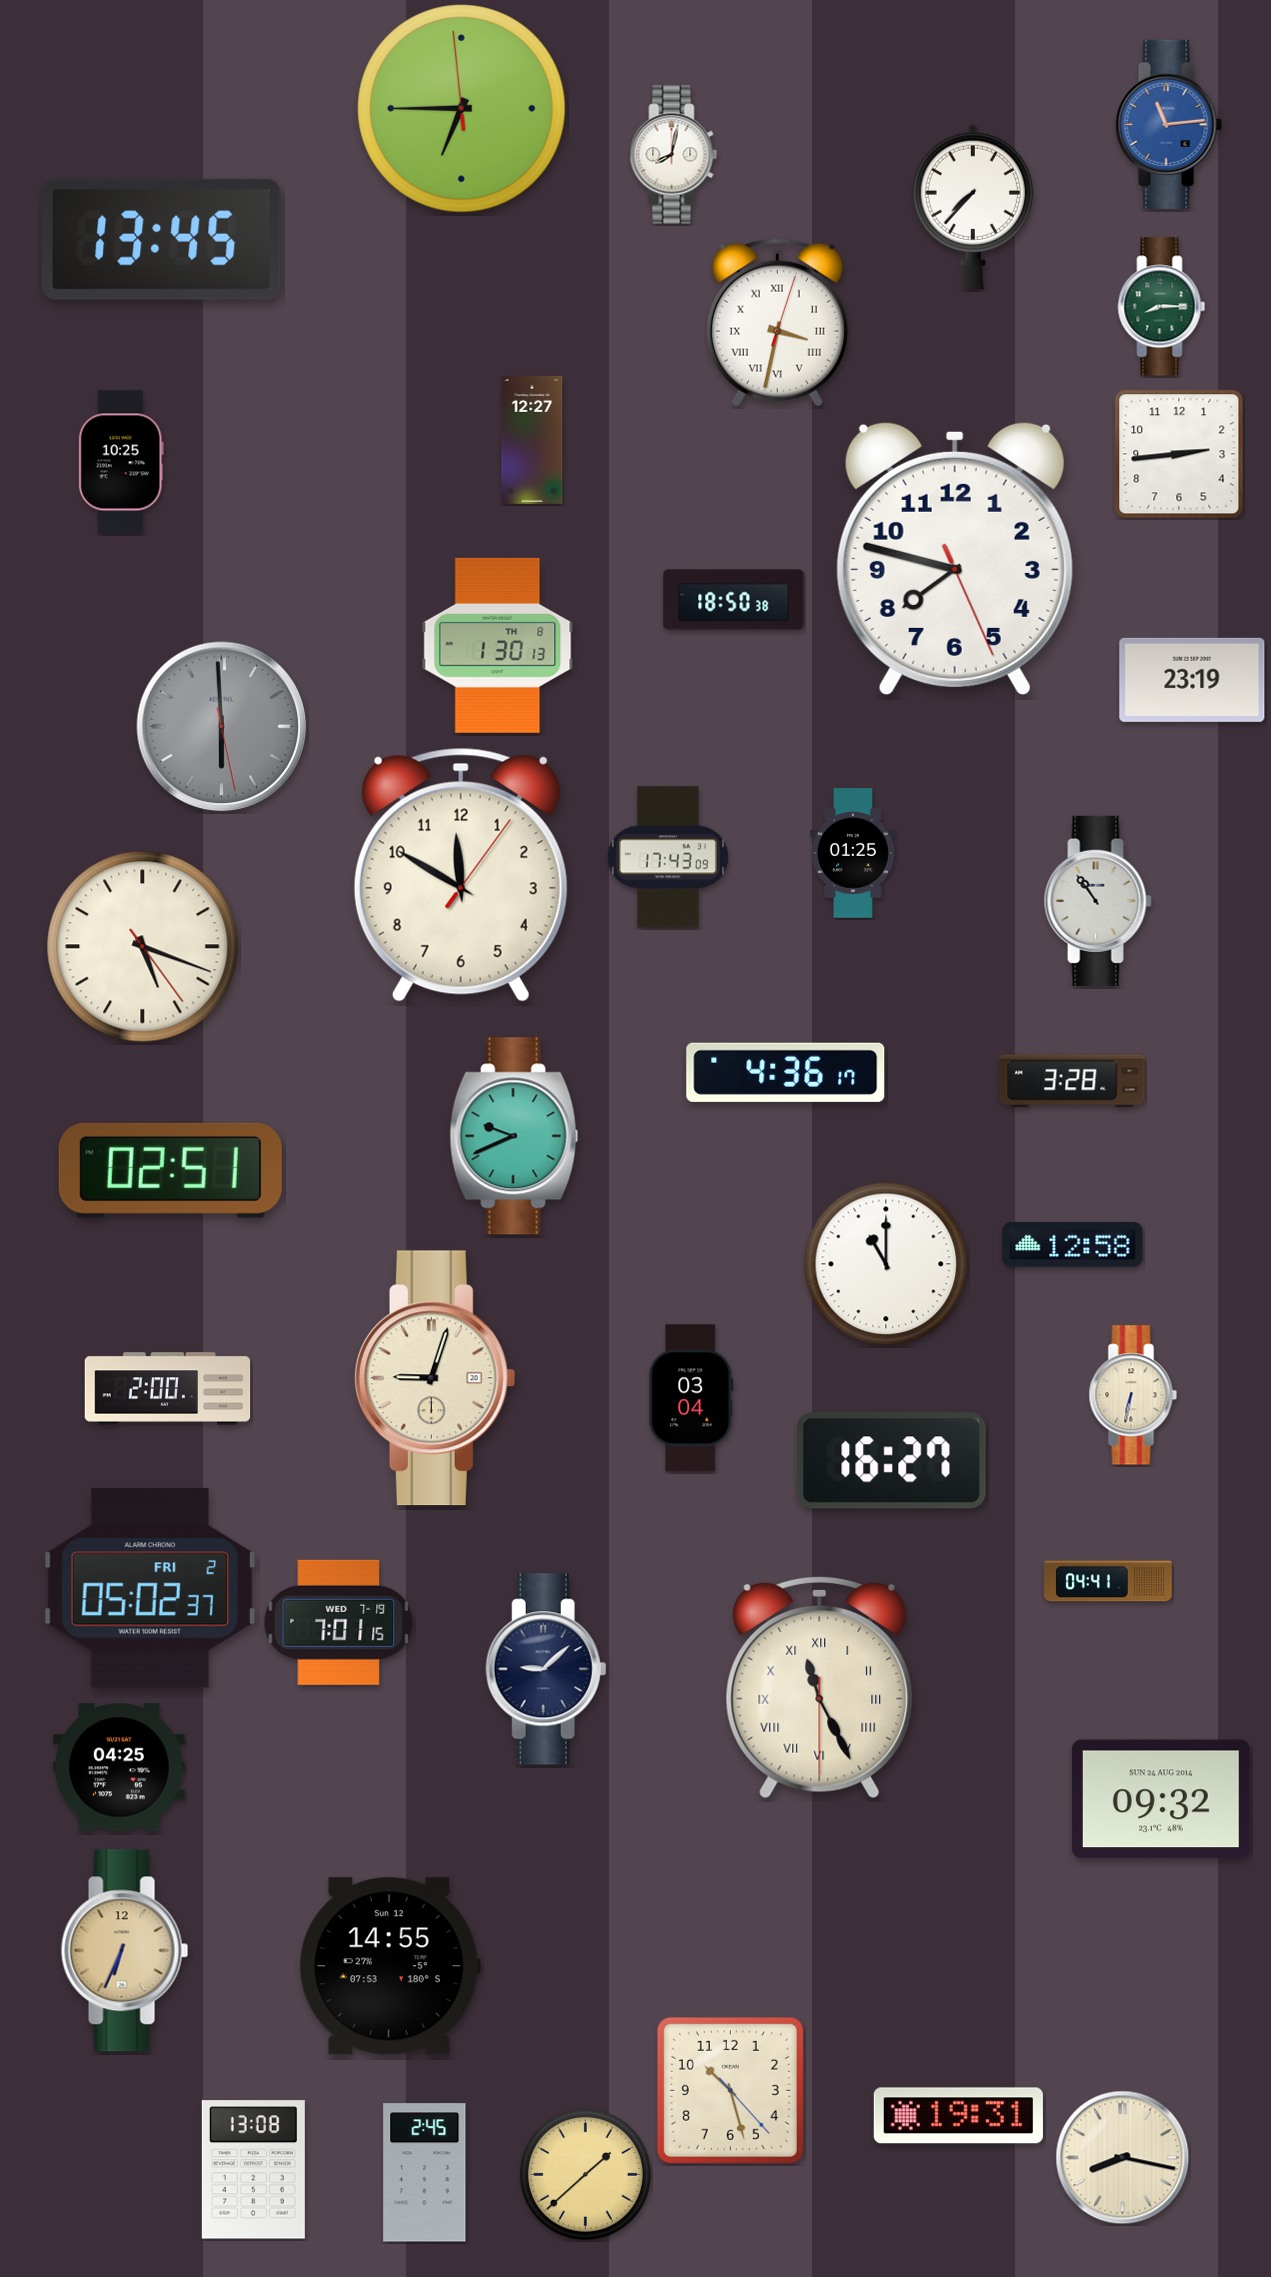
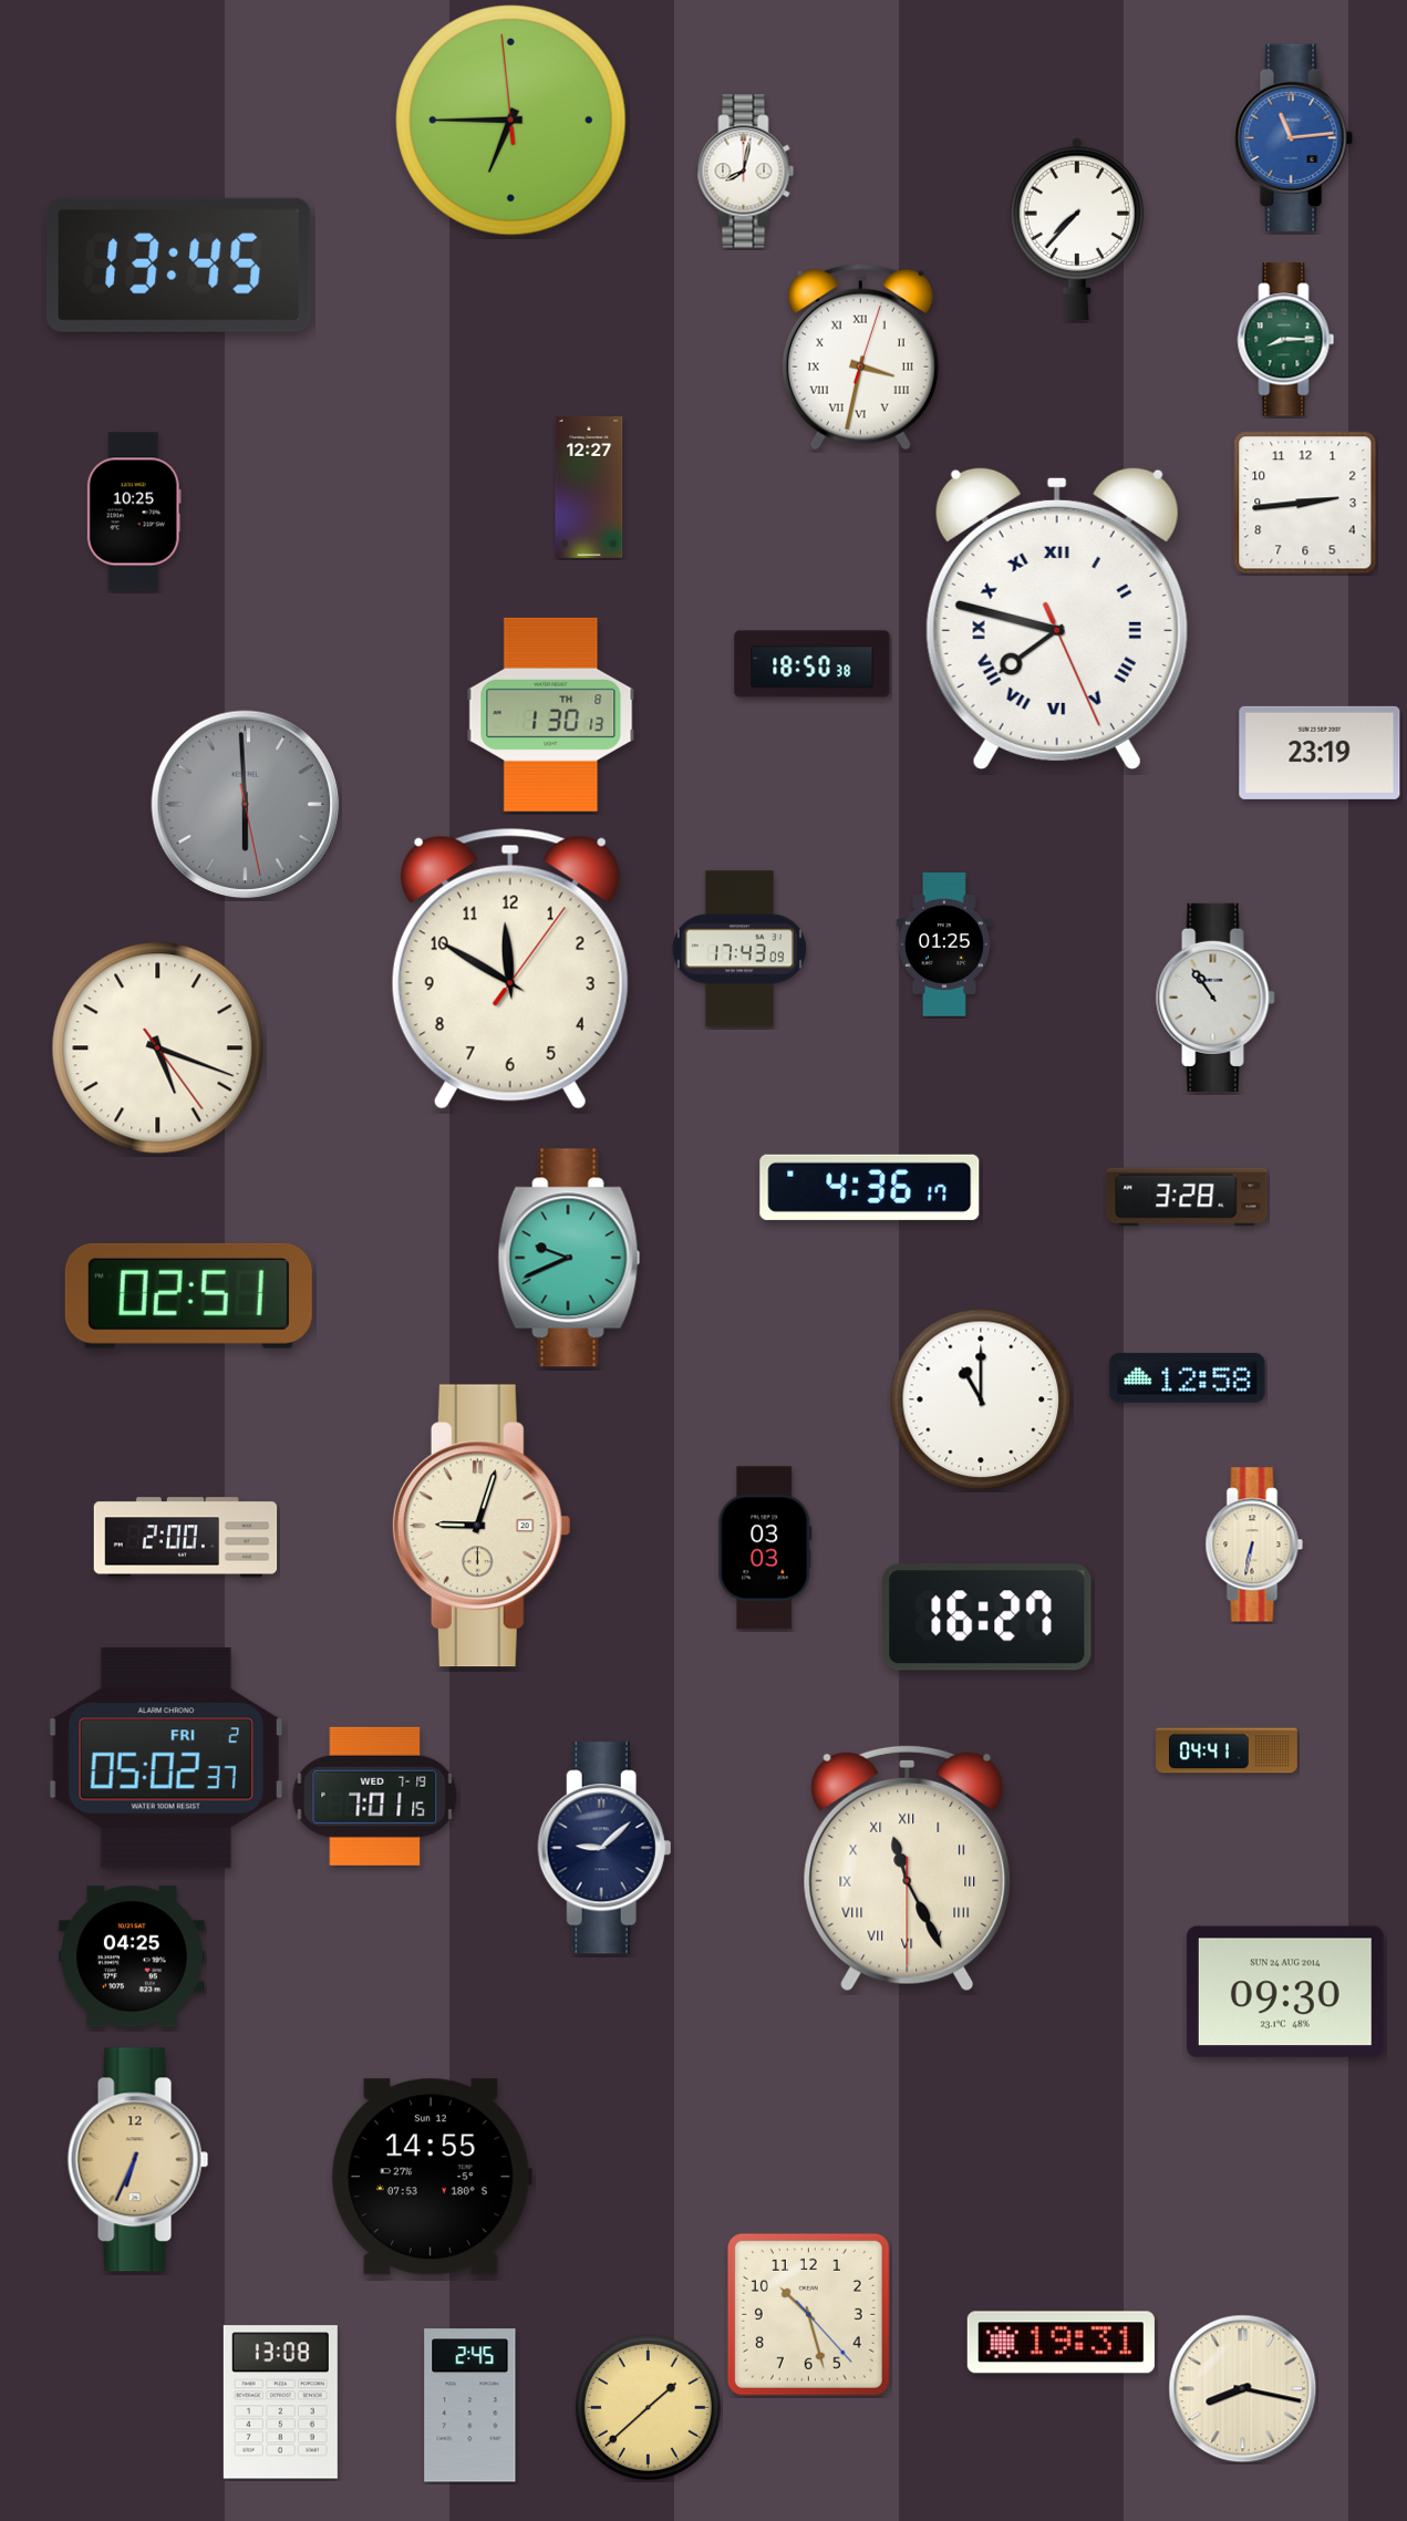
clock at (955, 558) numerals: Arabic -> Roman
clock at (691, 1398): 03:04 -> 03:03
clock at (1161, 1799): 09:32 -> 09:30
